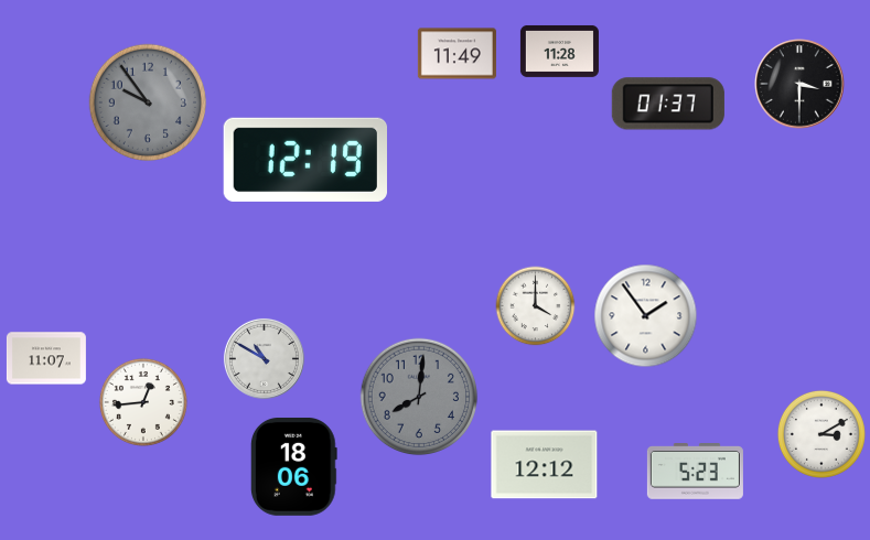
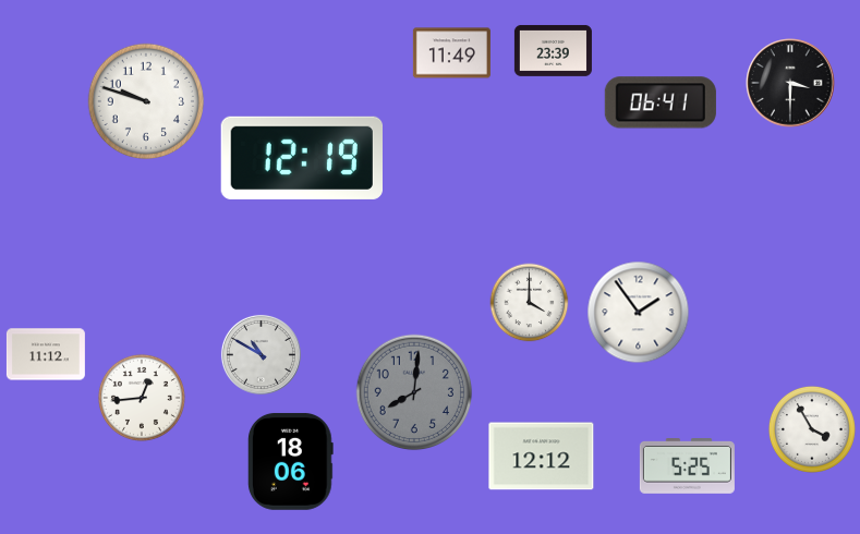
clock at (559, 51): 11:28 -> 23:39
clock at (148, 102): 9:54 -> 9:48
clock at (148, 102) dial: grey -> white
clock at (668, 104): 01:37 -> 06:41
clock at (46, 358): 11:07 -> 11:12
clock at (821, 434): 3:10 -> 3:55
clock at (545, 465) position: (545, 465) -> (542, 457)
clock at (695, 472): 5:23 -> 5:25
